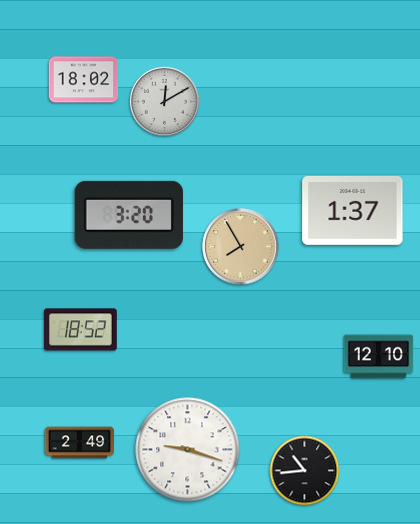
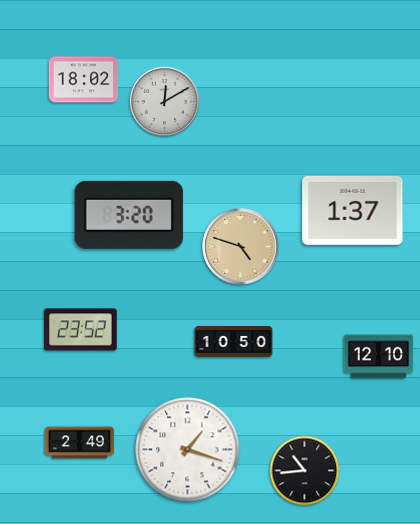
clock at (241, 247): 7:55 -> 4:48
clock at (81, 330): 18:52 -> 23:52
clock at (234, 341): none -> 10:50
clock at (188, 450): 9:18 -> 1:18
